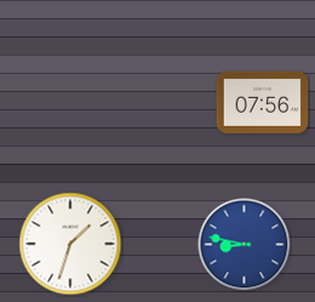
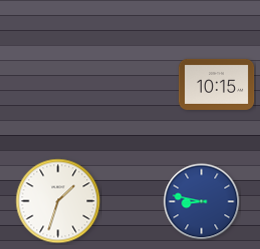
clock at (263, 102): 07:56 -> 10:15
